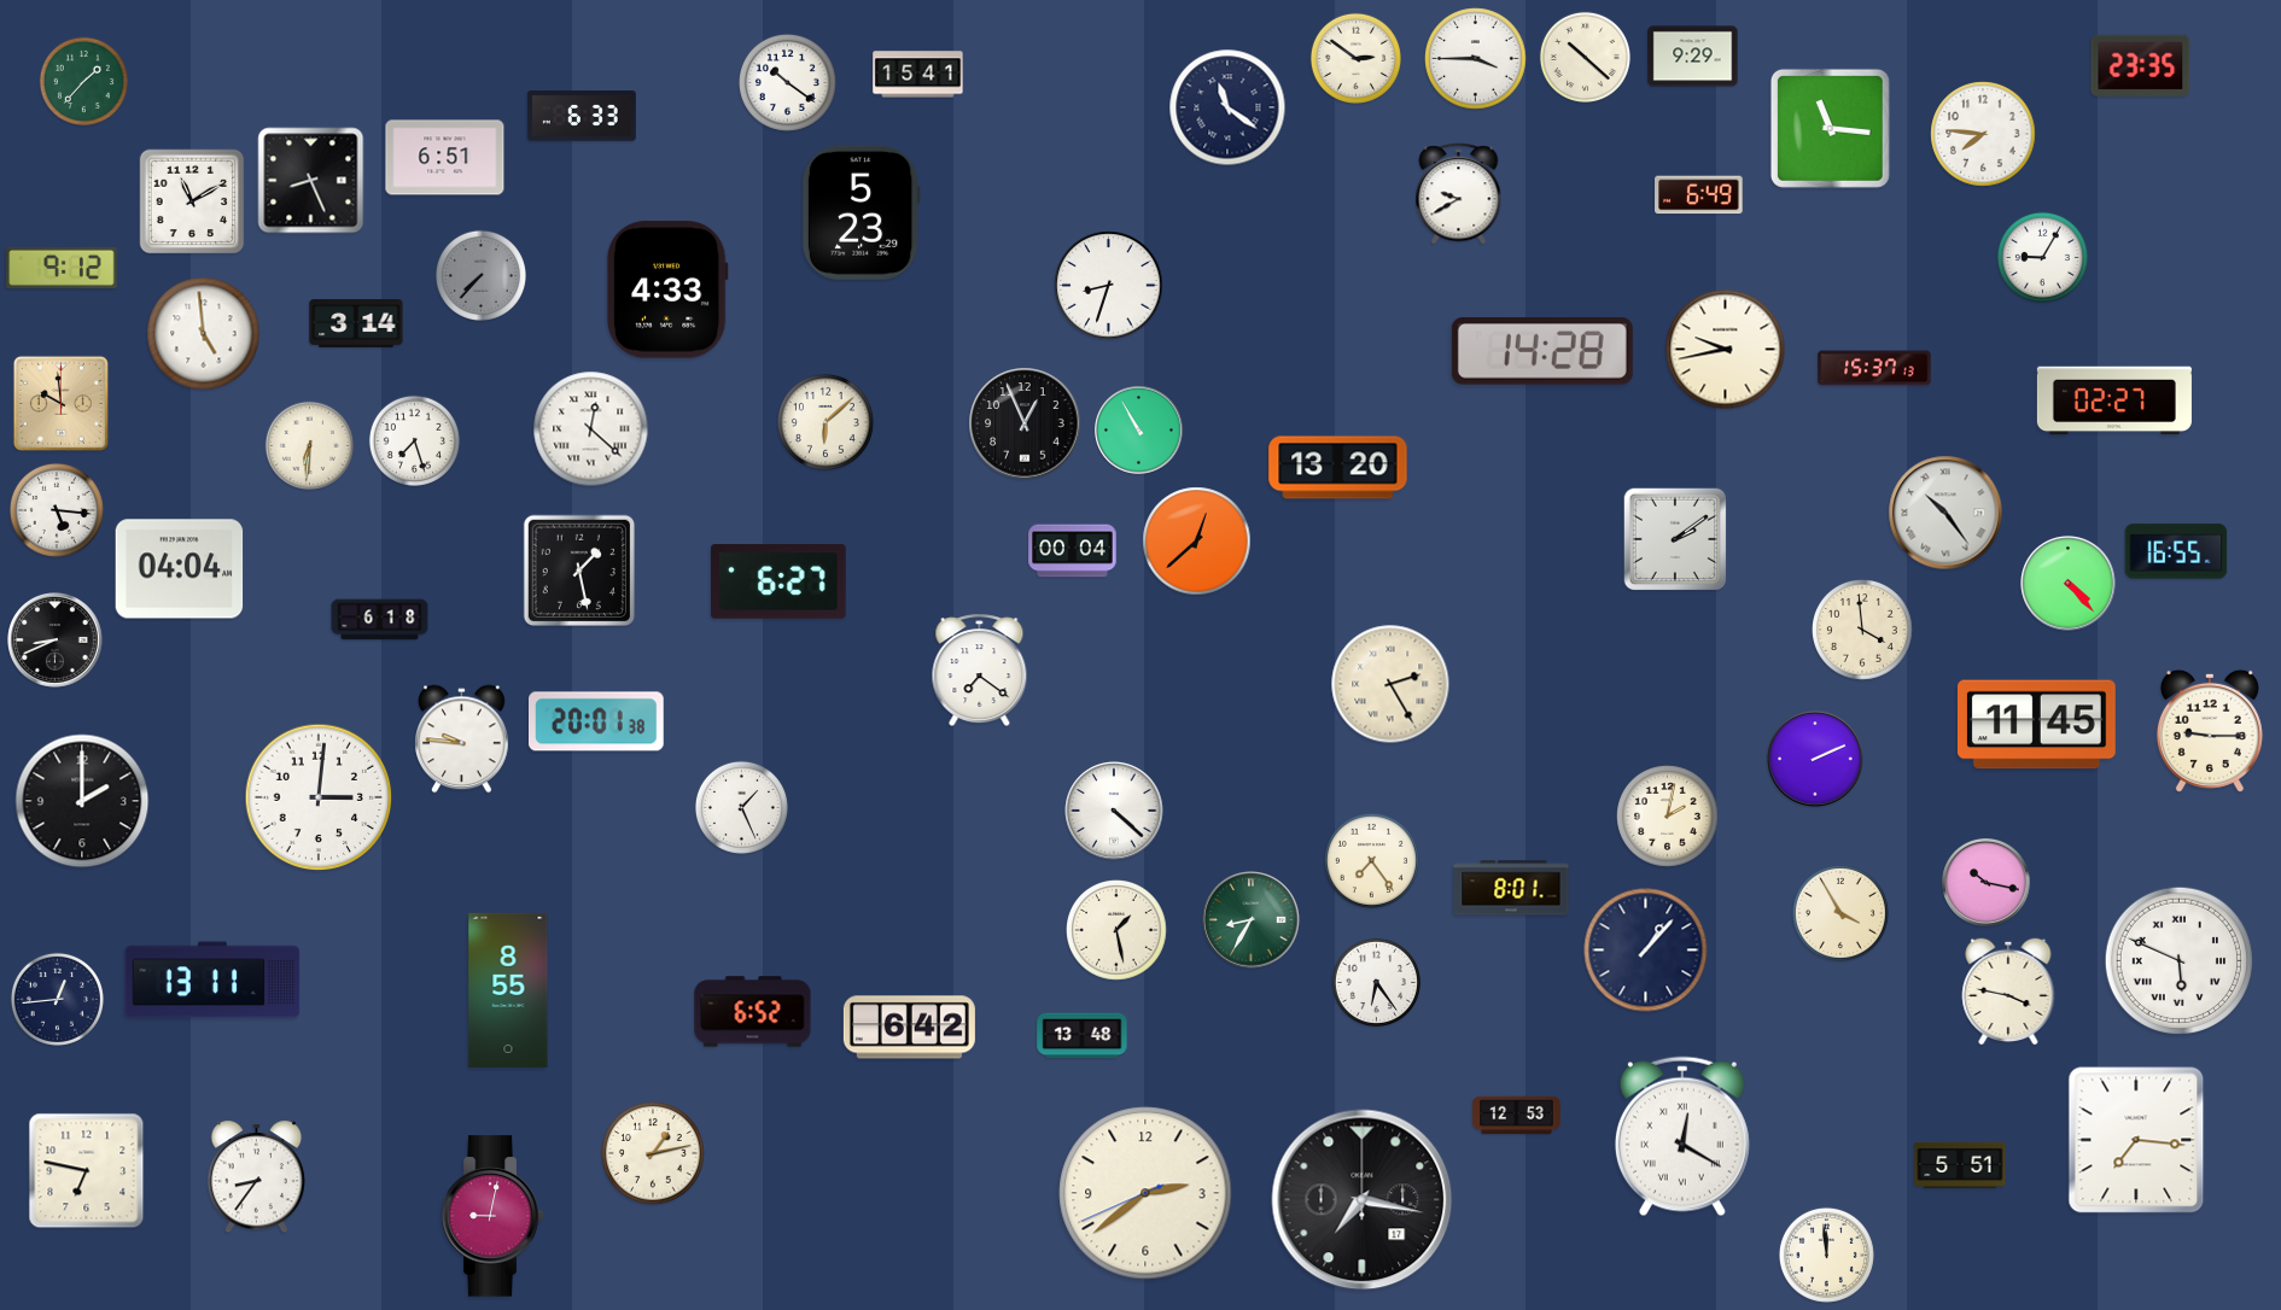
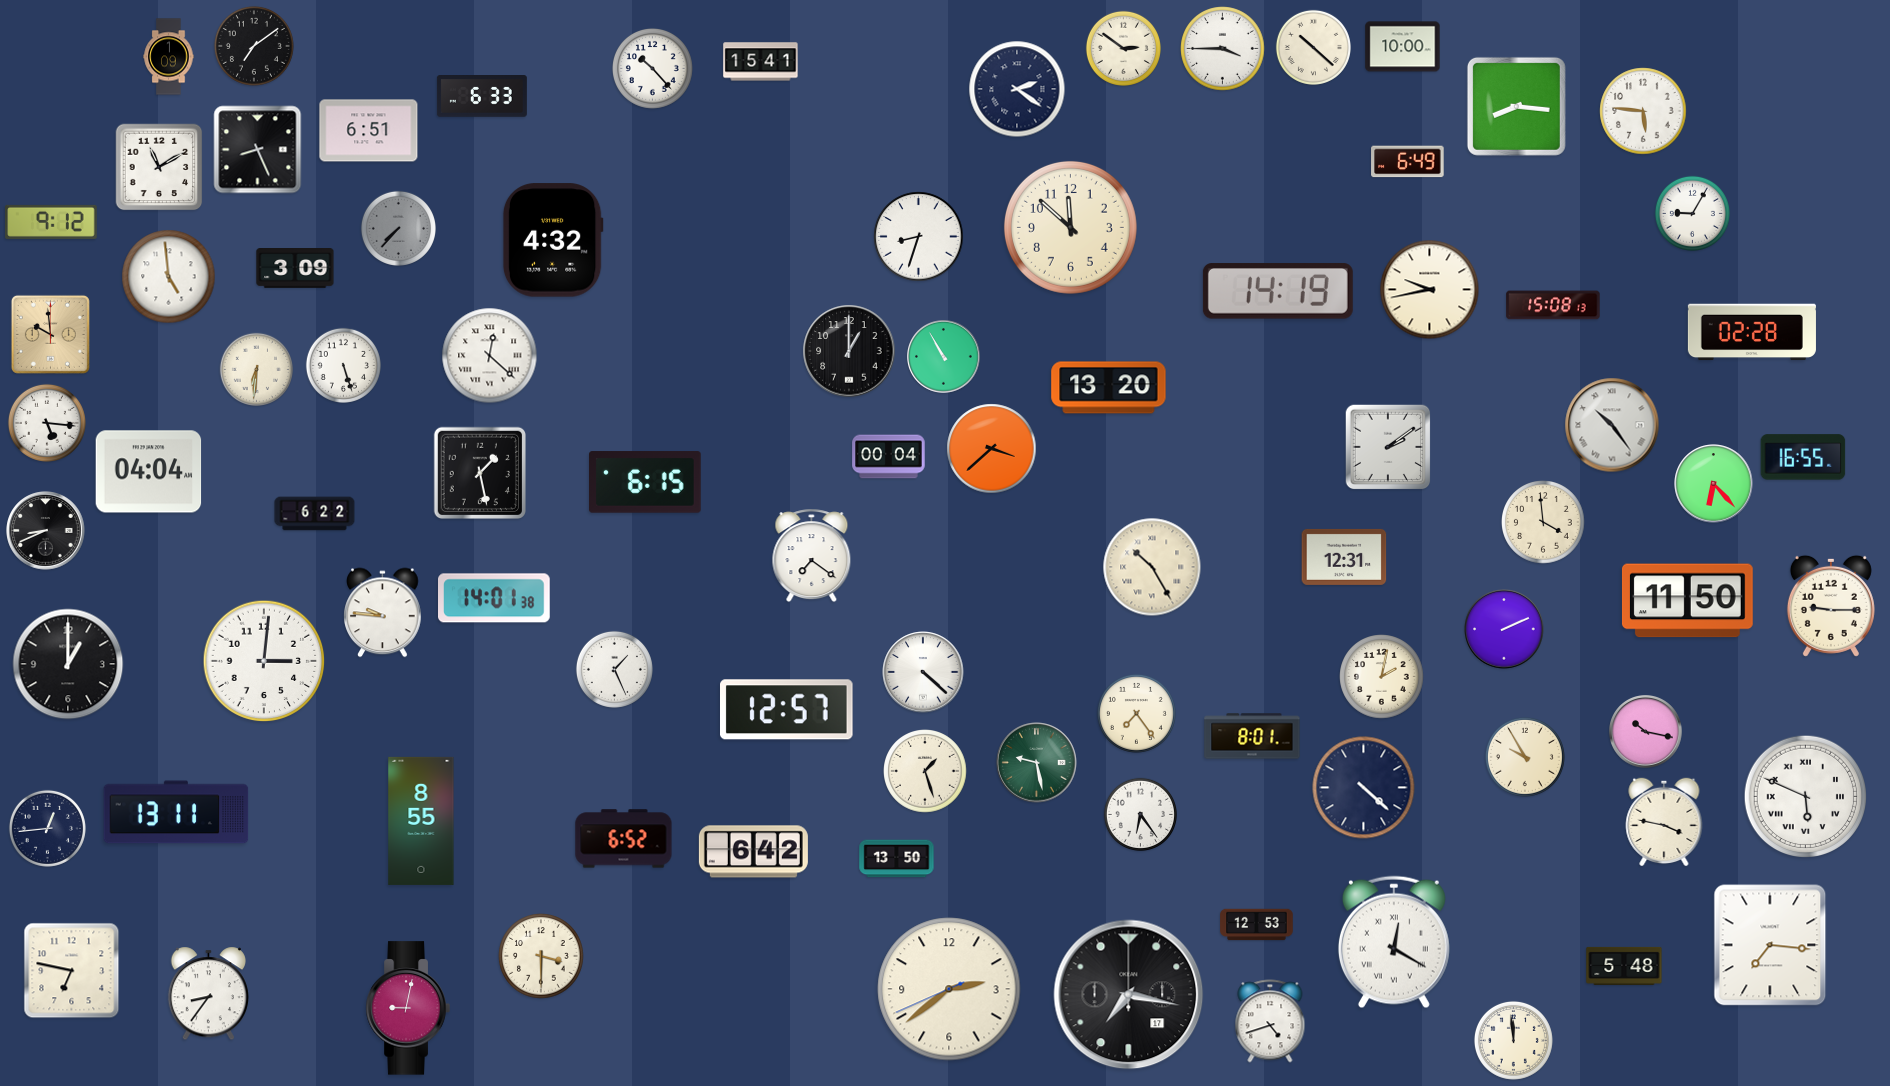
clock at (254, 46): none -> 7:09
clock at (1693, 57): 9:29 -> 10:00
clock at (2141, 65): 23:35 -> none
clock at (169, 57): none -> 1:09
clock at (83, 81): 1:37 -> none
clock at (787, 82): 10:21 -> 10:23
clock at (1227, 107): 11:21 -> 2:21
clock at (1830, 128): 11:16 -> 8:16
clock at (1983, 134): 7:46 -> 5:46
clock at (1459, 194): 9:40 -> none
clock at (861, 212): 5:23 -> none
clock at (1070, 227): none -> 11:52
clock at (667, 290): 4:33 -> 4:32
clock at (356, 324): 3:14 -> 3:09
clock at (1542, 351): 14:28 -> 14:19
clock at (1874, 368): 15:37 -> 15:08
clock at (2114, 400): 02:27 -> 02:28
clock at (826, 422): 6:08 -> none
clock at (1025, 423): 12:56 -> 1:00
clock at (414, 440): 7:27 -> 5:27
clock at (1197, 542): 12:38 -> 3:38
clock at (780, 581): 6:27 -> 6:15
clock at (2069, 584): 4:23 -> 6:23
clock at (380, 620): 6:18 -> 6:22
clock at (1344, 557): none -> 12:31
clock at (1390, 684): 2:25 -> 10:25
clock at (597, 721): 20:01 -> 14:01
clock at (2036, 725): 11:45 -> 11:50
clock at (82, 801): 2:00 -> 1:00
clock at (787, 710): none -> 12:57
clock at (1840, 913): 3:55 -> 9:55
clock at (1252, 920): 8:35 -> 9:28
clock at (1118, 931): 1:28 -> 1:27
clock at (1646, 951): 1:07 -> 4:22
clock at (1083, 1036): 13:48 -> 13:50
clock at (653, 1153): 1:13 -> 3:30
clock at (1960, 1165): 5:51 -> 5:48
clock at (256, 1177) position: (256, 1177) -> (208, 994)
clock at (1270, 1021): none -> 4:42
